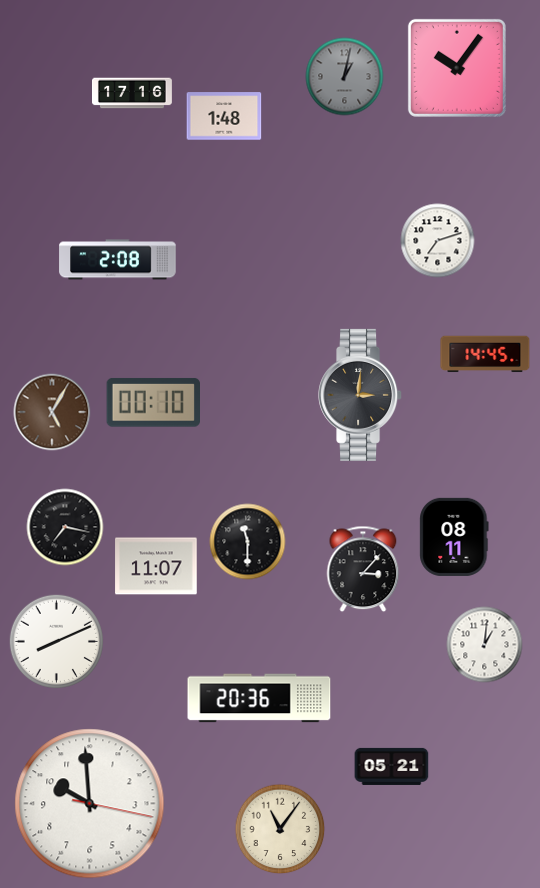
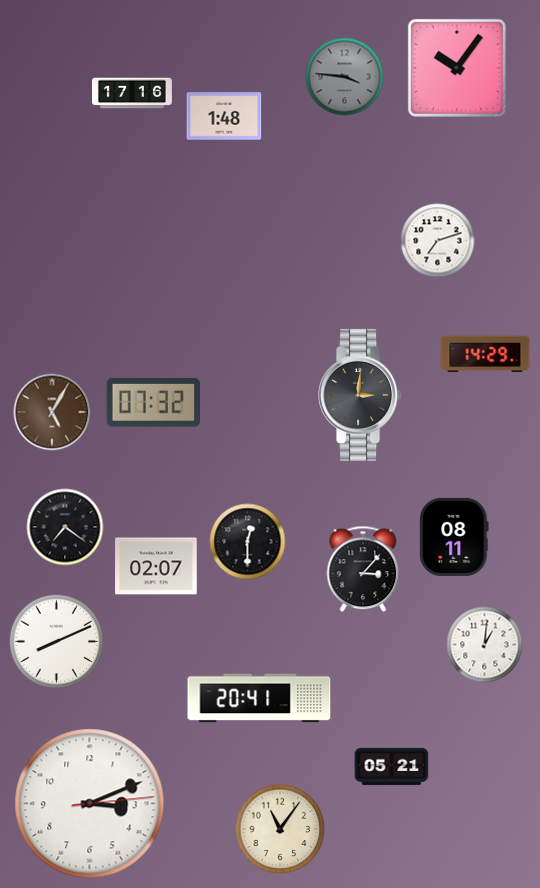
clock at (345, 77): 1:02 -> 3:46
clock at (118, 260): 2:08 -> none
clock at (485, 354): 14:45 -> 14:29
clock at (153, 402): 00:10 -> 07:32
clock at (65, 527): 7:17 -> 7:21
clock at (248, 542): 11:30 -> 12:30
clock at (156, 566): 11:07 -> 02:07
clock at (259, 698): 20:36 -> 20:41
clock at (90, 804): 9:59 -> 3:11
